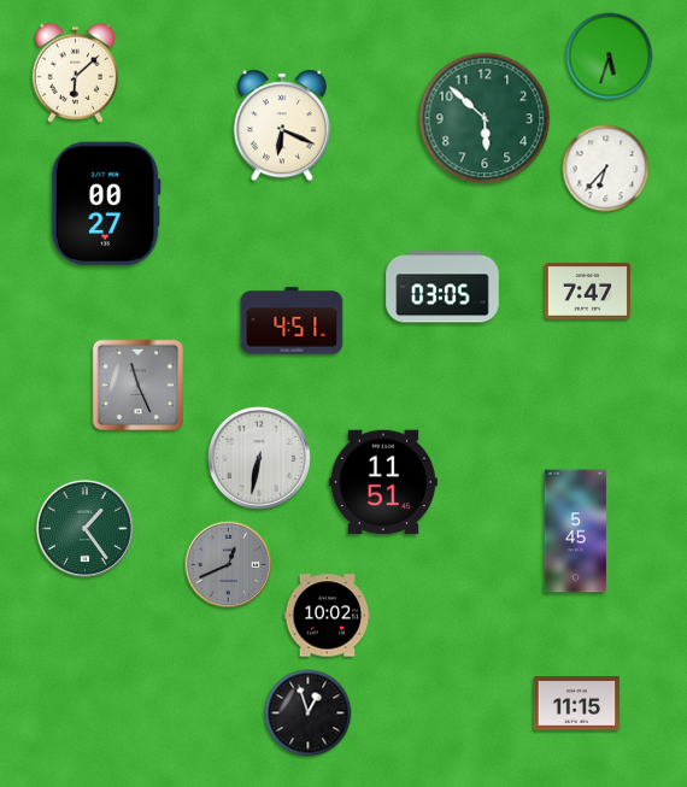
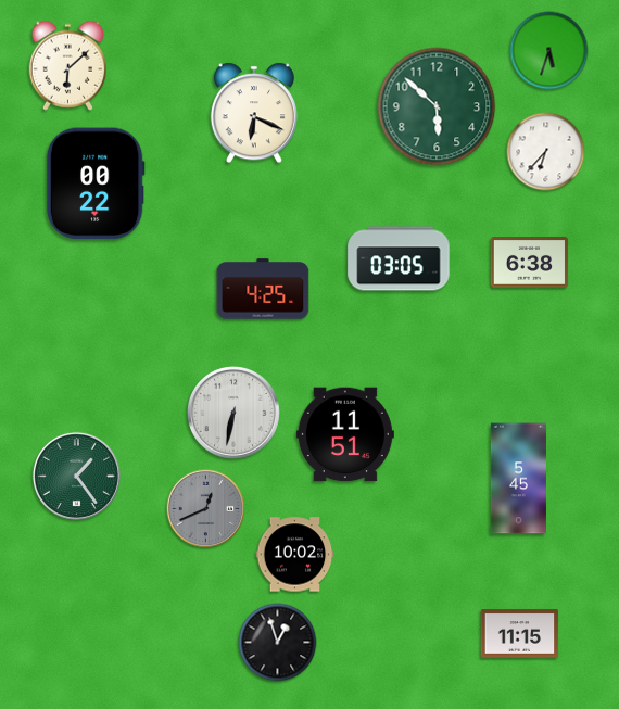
clock at (106, 204): 00:27 -> 00:22
clock at (588, 292): 7:47 -> 6:38
clock at (292, 321): 4:51 -> 4:25
clock at (139, 386): 11:26 -> none
